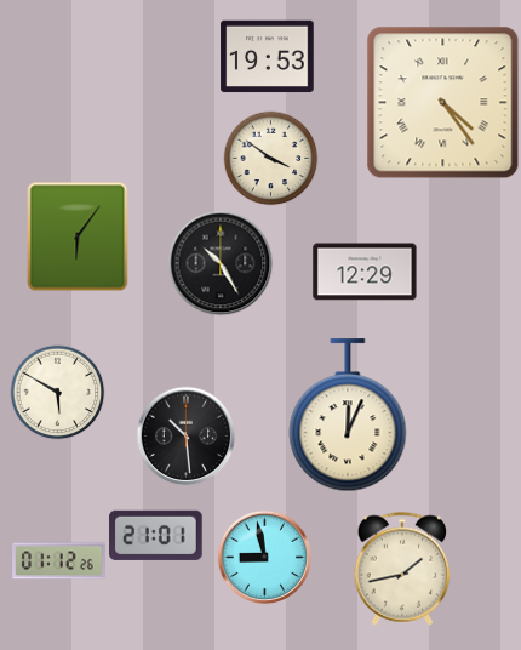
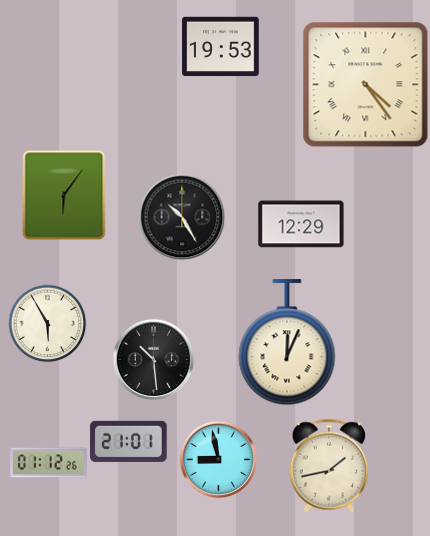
clock at (270, 158): 3:51 -> none
clock at (57, 392): 5:50 -> 5:55
clock at (402, 569) position: (402, 569) -> (329, 466)
